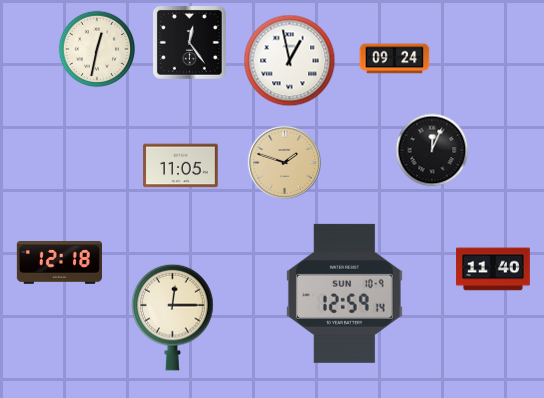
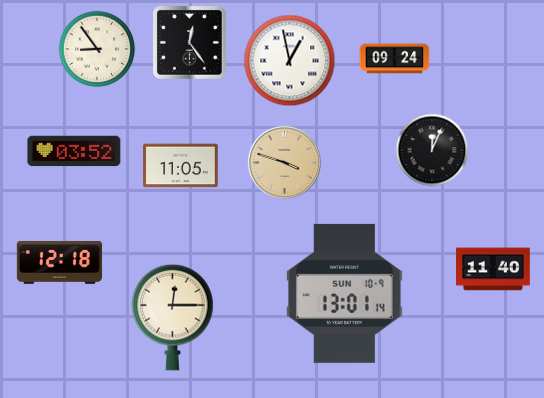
clock at (97, 49): 12:32 -> 8:54
clock at (74, 151): none -> 03:52
clock at (284, 162): 1:48 -> 3:48
clock at (344, 293): 12:59 -> 13:01
